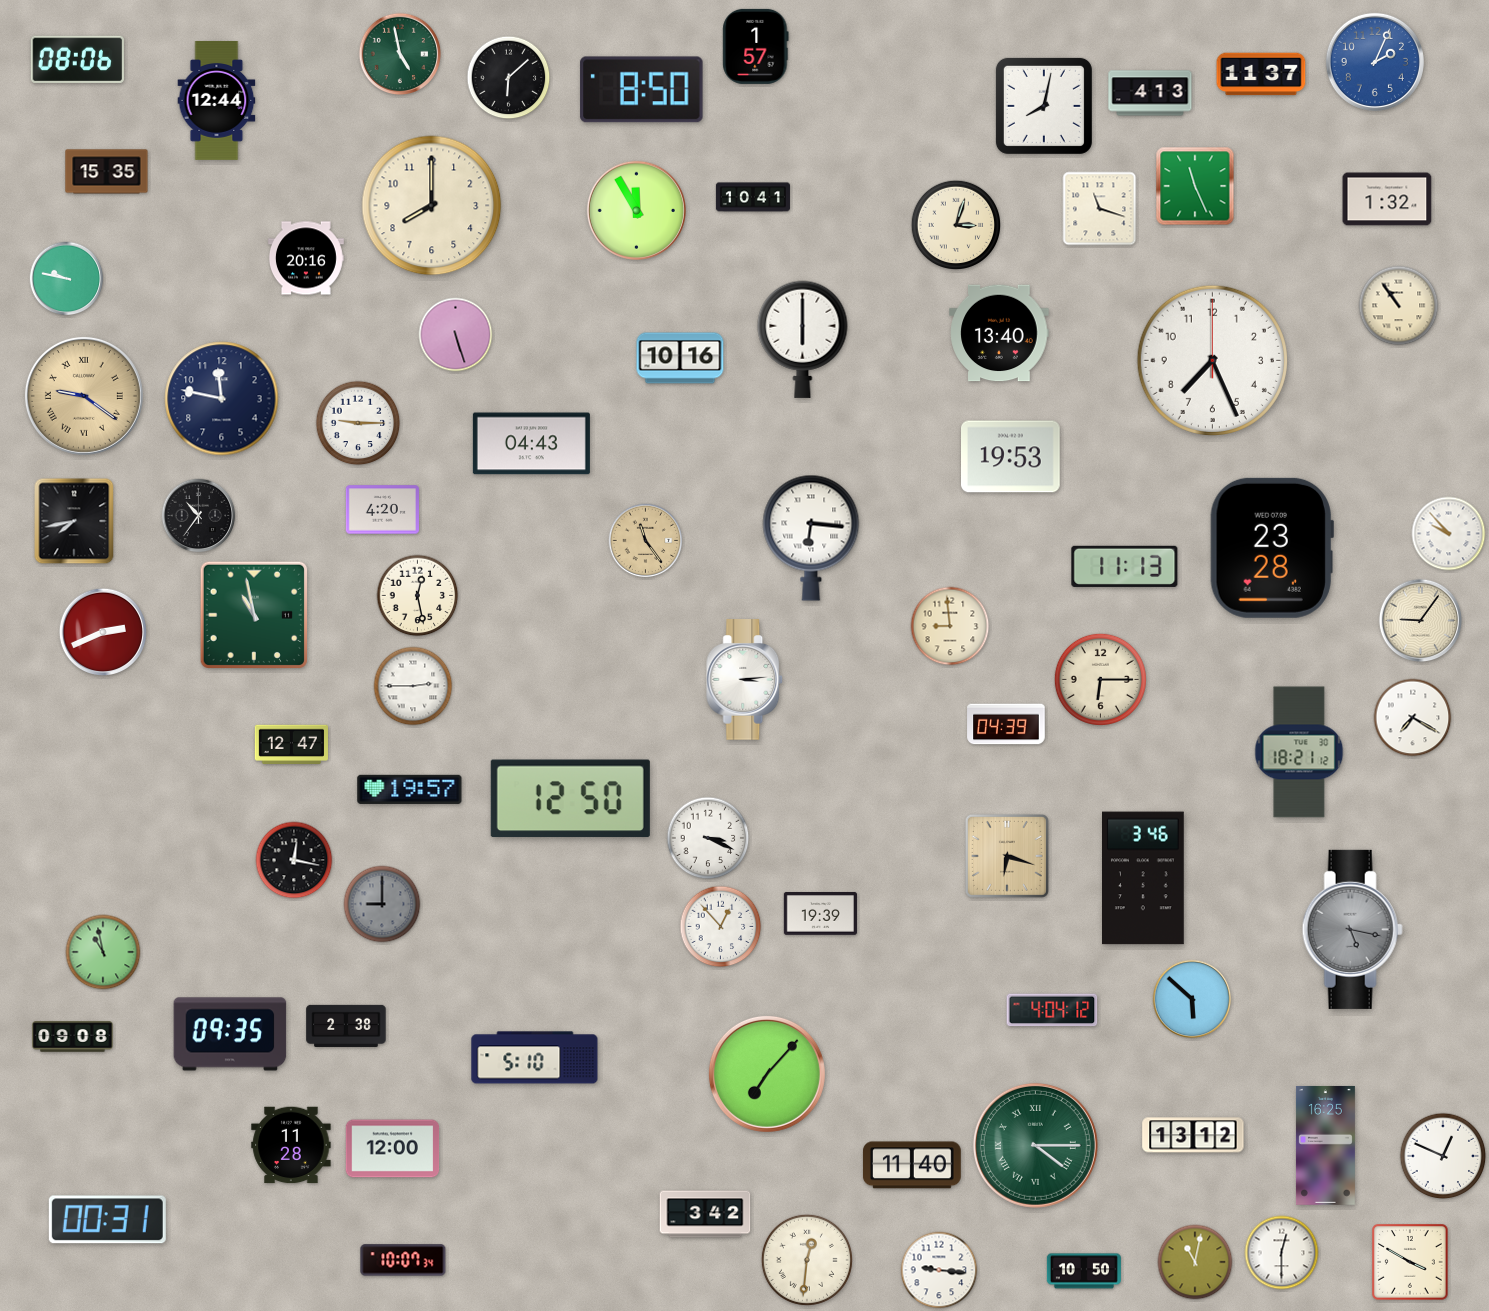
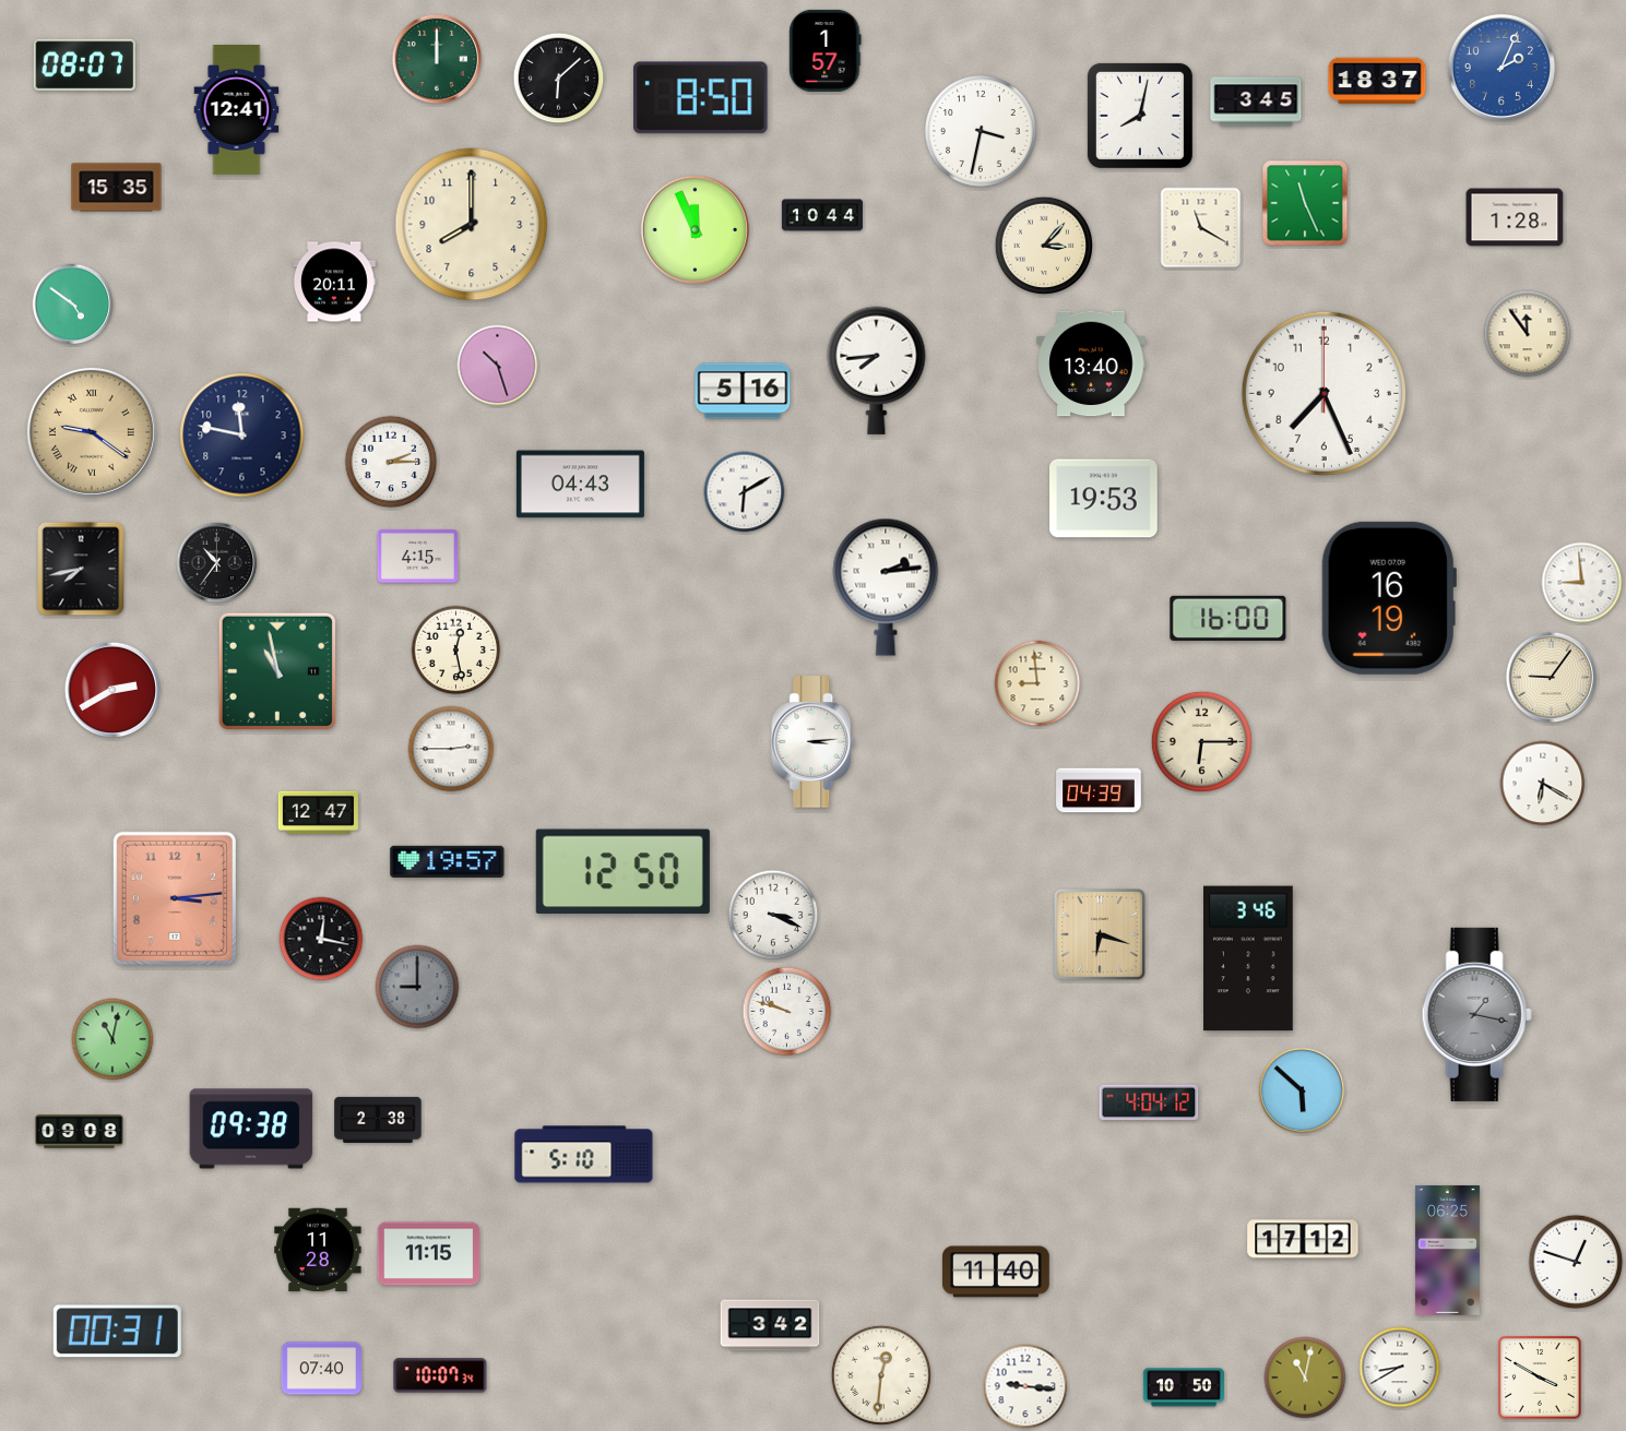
clock at (400, 54): 4:58 -> 12:00
clock at (77, 59): 08:06 -> 08:07
clock at (1261, 74): 11:37 -> 18:37
clock at (509, 78) position: (509, 78) -> (559, 79)
clock at (1150, 93): 4:13 -> 3:45
clock at (217, 101): 12:44 -> 12:41
clock at (982, 132): none -> 3:32
clock at (753, 197): 10:41 -> 10:44
clock at (1387, 199): 1:32 -> 1:28
clock at (1100, 209): 11:18 -> 11:20
clock at (636, 210): 11:55 -> 11:56
clock at (955, 224): 3:03 -> 3:07
clock at (306, 258): 20:16 -> 20:11
clock at (67, 279): 9:47 -> 4:51
clock at (1399, 306): 10:54 -> 11:54
clock at (456, 335): 5:27 -> 10:27
clock at (803, 339): 6:00 -> 7:44
clock at (680, 358): 10:16 -> 5:16
clock at (358, 423): 9:15 -> 2:15
clock at (745, 492): none -> 6:10
clock at (382, 510): 4:20 -> 4:15
clock at (1449, 534): 9:53 -> 8:59
clock at (811, 538): 6:16 -> 2:14
clock at (646, 541): 11:24 -> none
clock at (1272, 548): 23:28 -> 16:19
clock at (1125, 566): 11:13 -> 16:00
clock at (102, 631): 2:41 -> 2:40
clock at (1413, 718): 7:20 -> 6:20
clock at (1299, 752): 18:21 -> none
clock at (175, 898): none -> 3:14
clock at (820, 914): 19:39 -> none
clock at (721, 927): 12:53 -> 9:48
clock at (1352, 929): 5:17 -> 1:17
clock at (103, 952): 10:58 -> 11:02
clock at (230, 1034): 09:35 -> 09:38
clock at (767, 1074): 7:07 -> none
clock at (1193, 1135): 13:12 -> 17:12
clock at (1035, 1145): 4:15 -> none
clock at (1325, 1145): 16:25 -> 06:25
clock at (393, 1149): 12:00 -> 11:15
clock at (1443, 1156): 12:49 -> 12:48
clock at (1282, 1253): 12:30 -> 8:40
clock at (321, 1369): none -> 07:40
